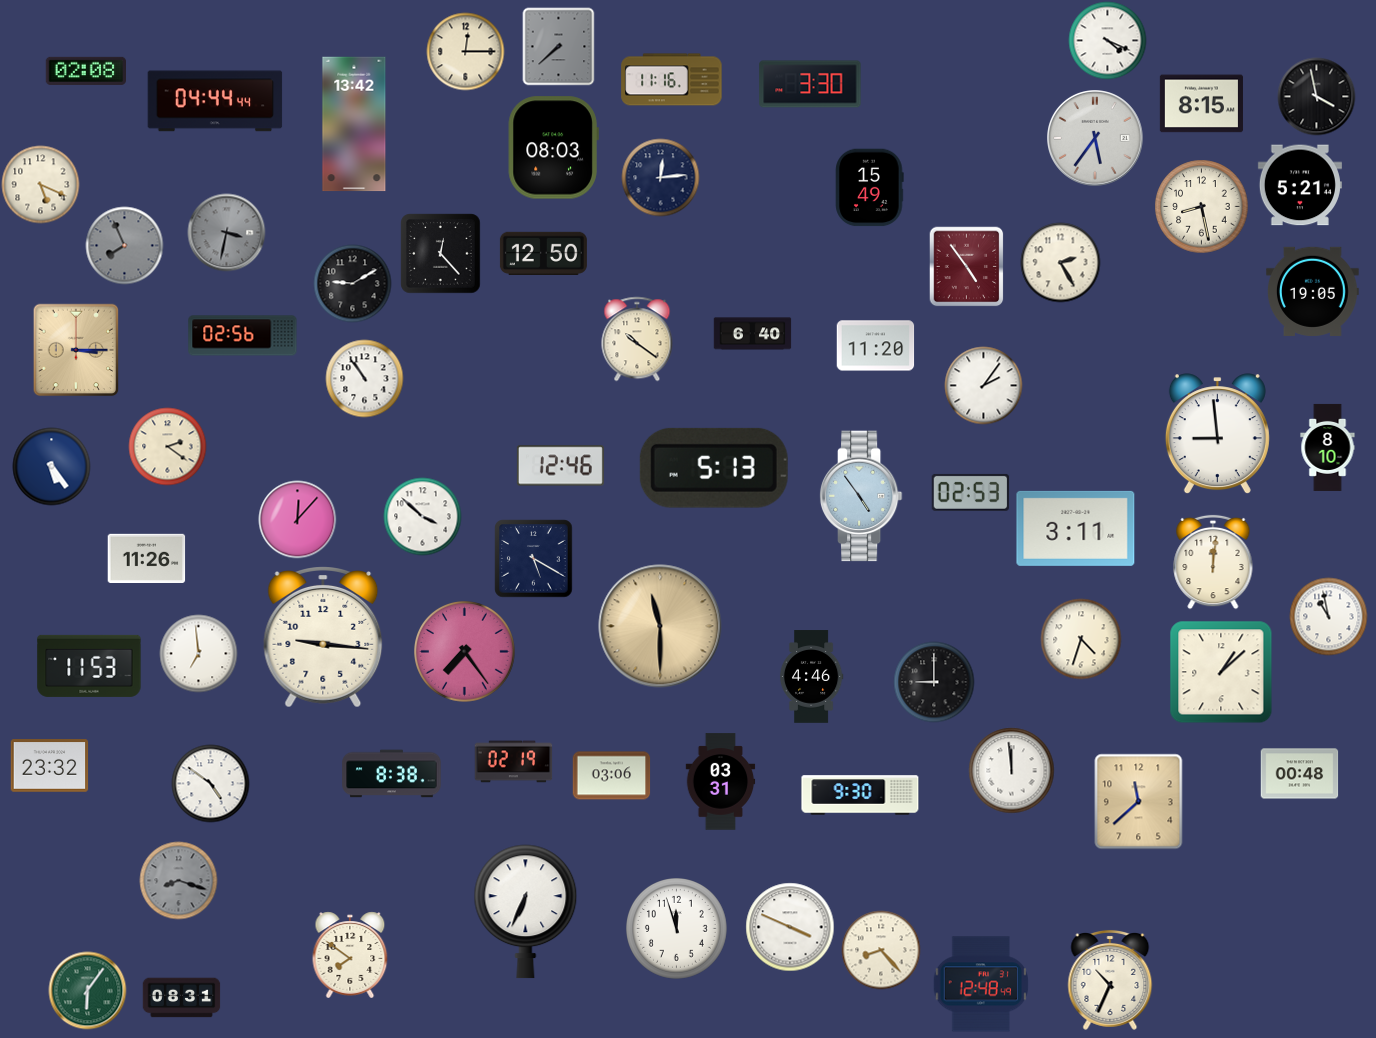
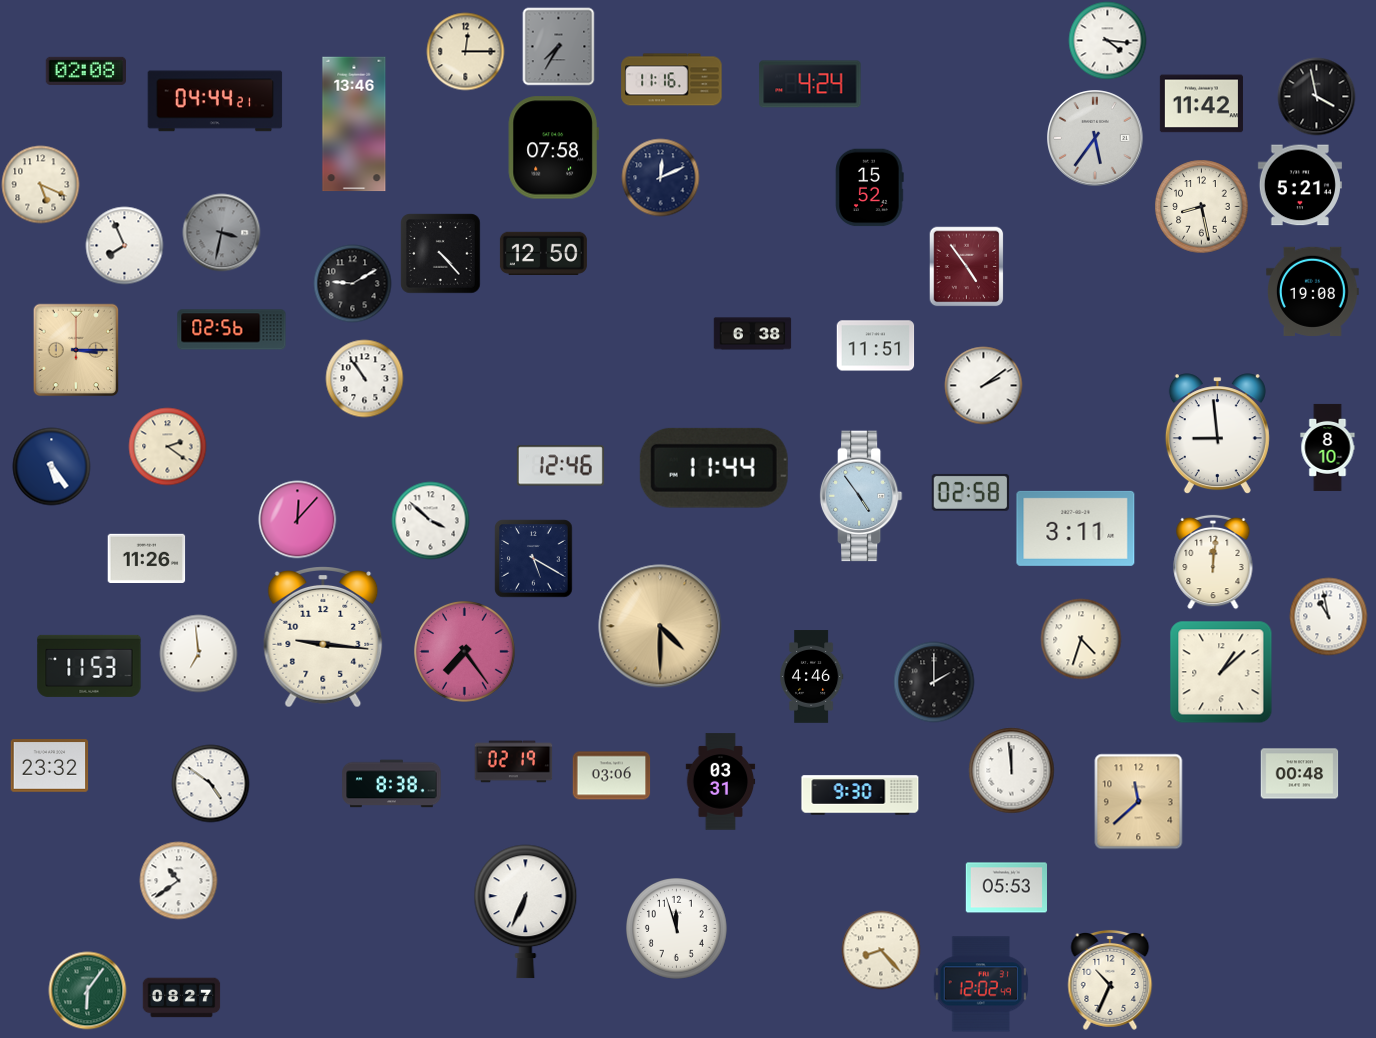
clock at (1107, 40): 4:19 -> 4:16
clock at (559, 46): 7:38 -> 7:35
clock at (810, 84): 3:30 -> 4:24
clock at (215, 101): 04:44:44 -> 04:44:21
clock at (1201, 104): 8:15 -> 11:42
clock at (354, 124): 13:42 -> 13:46
clock at (553, 148): 08:03 -> 07:58
clock at (660, 177): 12:14 -> 12:11
clock at (870, 187): 15:49 -> 15:52
clock at (226, 232) position: (226, 232) -> (221, 232)
clock at (124, 245) dial: grey -> white
clock at (440, 253): 12:23 -> 4:23
clock at (1060, 262): 2:25 -> none
clock at (1313, 291): 19:05 -> 19:08
clock at (752, 334): 6:40 -> 6:38
clock at (243, 336) position: (243, 336) -> (232, 330)
clock at (637, 339): 10:21 -> none
clock at (875, 346): 11:20 -> 11:51
clock at (983, 385): 2:06 -> 2:09
clock at (714, 468): 5:13 -> 11:44
clock at (970, 492): 02:53 -> 02:58
clock at (422, 516) position: (422, 516) -> (430, 520)
clock at (660, 626): 11:30 -> 4:30
clock at (934, 682): 9:00 -> 2:00
clock at (392, 774) position: (392, 774) -> (392, 784)
clock at (178, 880): 8:18 -> 10:39
clock at (178, 880) dial: grey -> white
clock at (1006, 888): none -> 05:53
clock at (790, 927): 3:49 -> none
clock at (350, 955): 7:51 -> none
clock at (980, 984): 12:48 -> 12:02
clock at (181, 998): 08:31 -> 08:27
